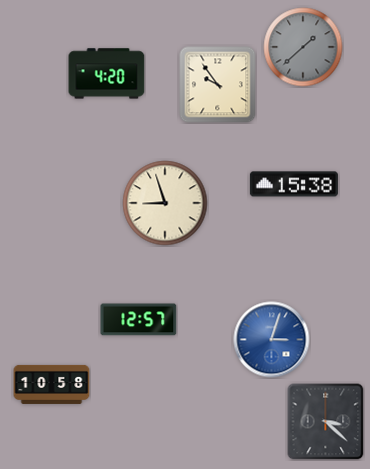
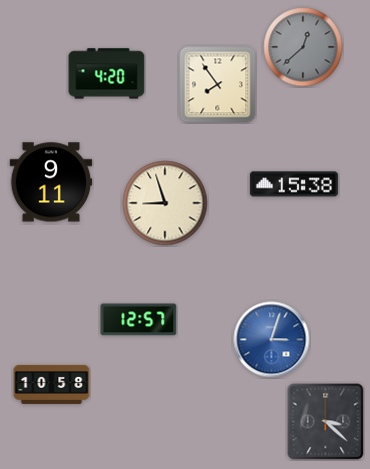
clock at (303, 47): 1:38 -> 12:38
clock at (218, 85): 9:54 -> 7:54
clock at (51, 182): none -> 9:11
